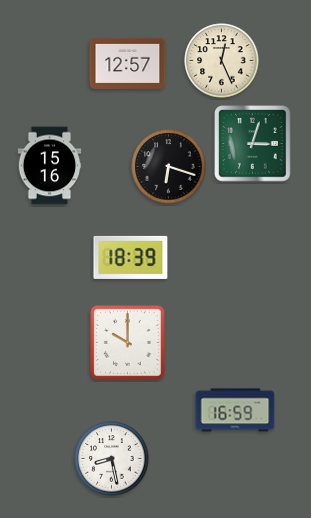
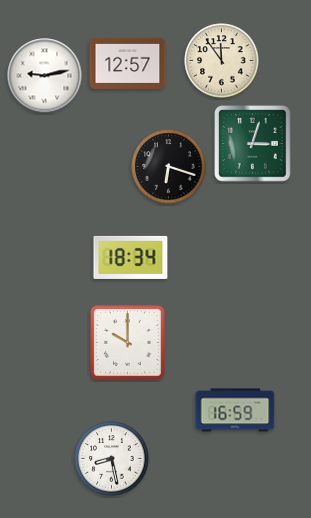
clock at (222, 61): 12:26 -> 11:54
clock at (45, 76): none -> 9:13
clock at (50, 166): 15:16 -> none
clock at (131, 257): 18:39 -> 18:34
